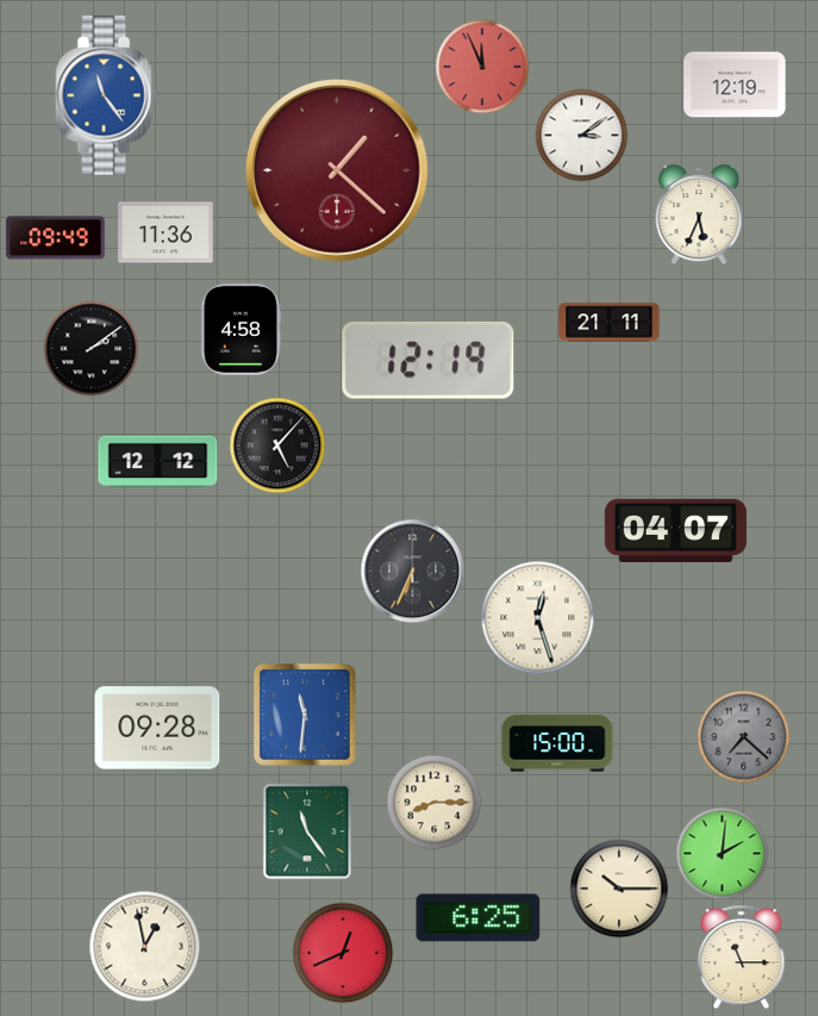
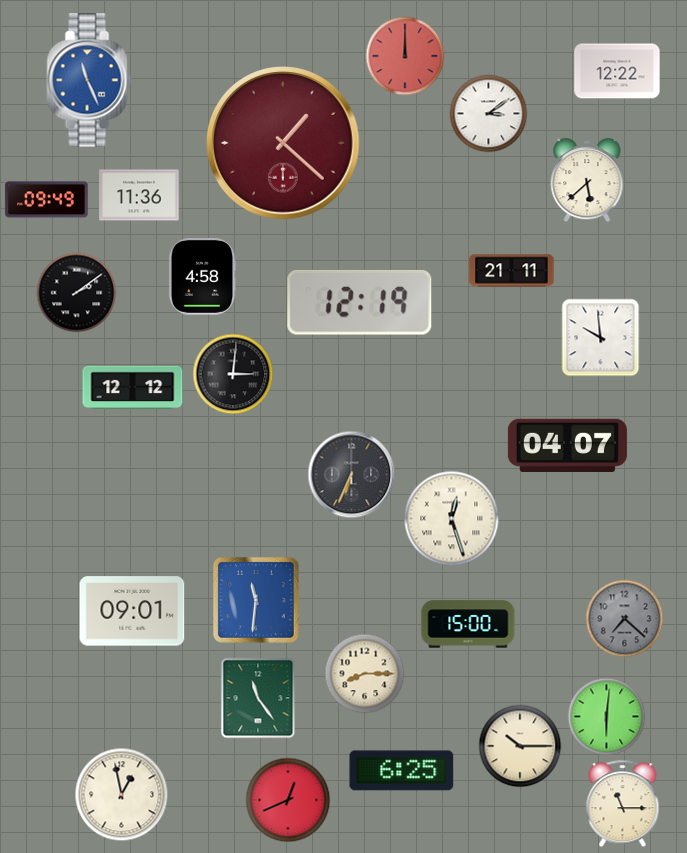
clock at (482, 67): 11:56 -> 12:00
clock at (735, 85): 12:19 -> 12:22
clock at (106, 95): 11:24 -> 11:26
clock at (699, 214): 5:34 -> 5:38
clock at (600, 337): none -> 9:59
clock at (277, 445): 5:07 -> 3:01
clock at (412, 571) position: (412, 571) -> (351, 474)
clock at (157, 728): 09:28 -> 09:01
clock at (722, 853): 2:01 -> 6:01
